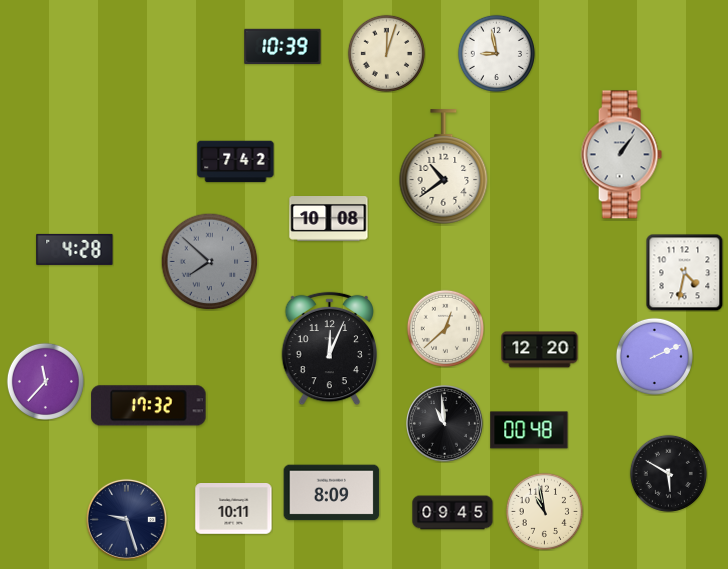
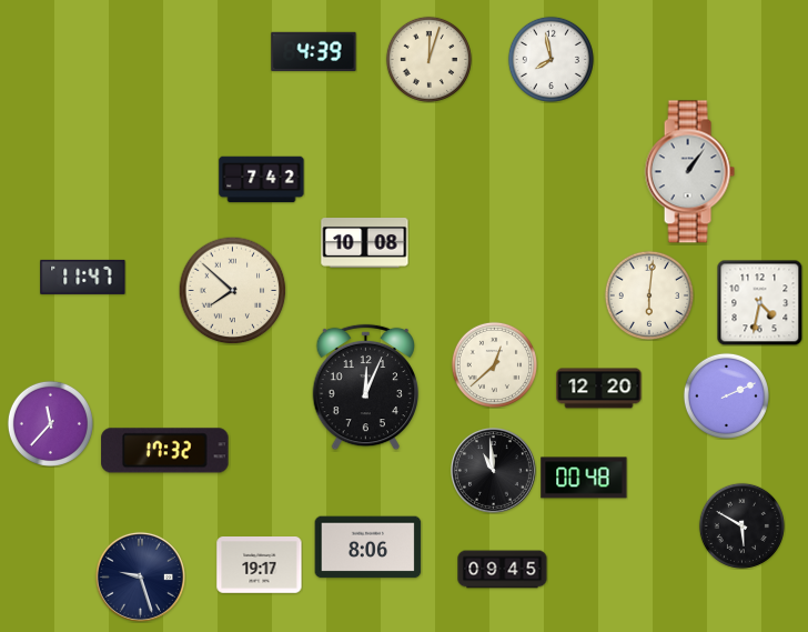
clock at (283, 46): 10:39 -> 4:39
clock at (496, 53): 8:58 -> 7:58
clock at (444, 167): 10:39 -> none
clock at (75, 249): 4:28 -> 11:47
clock at (209, 261) dial: grey -> cream
clock at (648, 294): none -> 6:01
clock at (529, 430) position: (529, 430) -> (584, 478)
clock at (332, 493): 8:09 -> 8:06
clock at (234, 509): 10:11 -> 19:17
clock at (544, 511): 10:58 -> none
